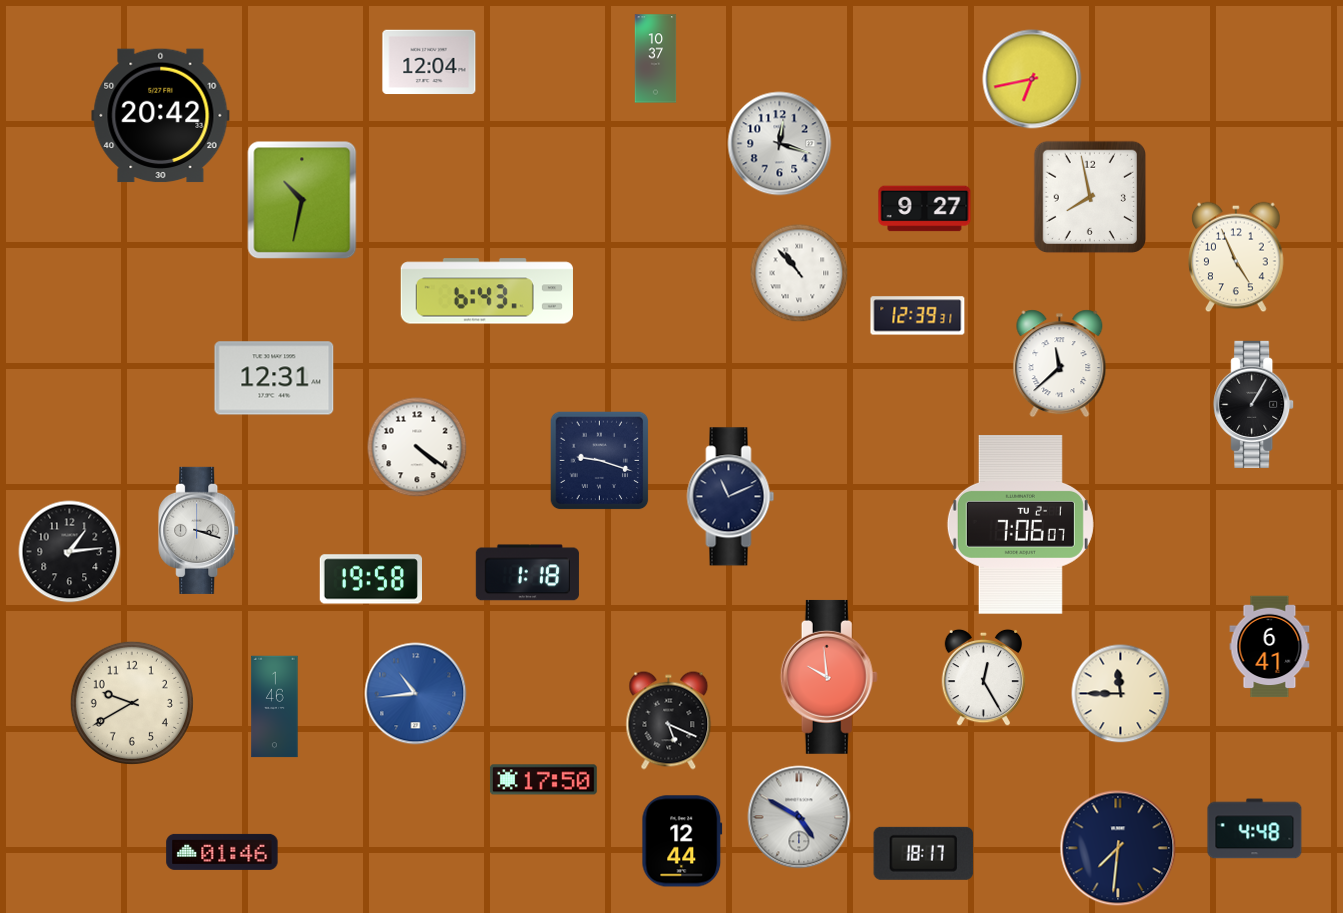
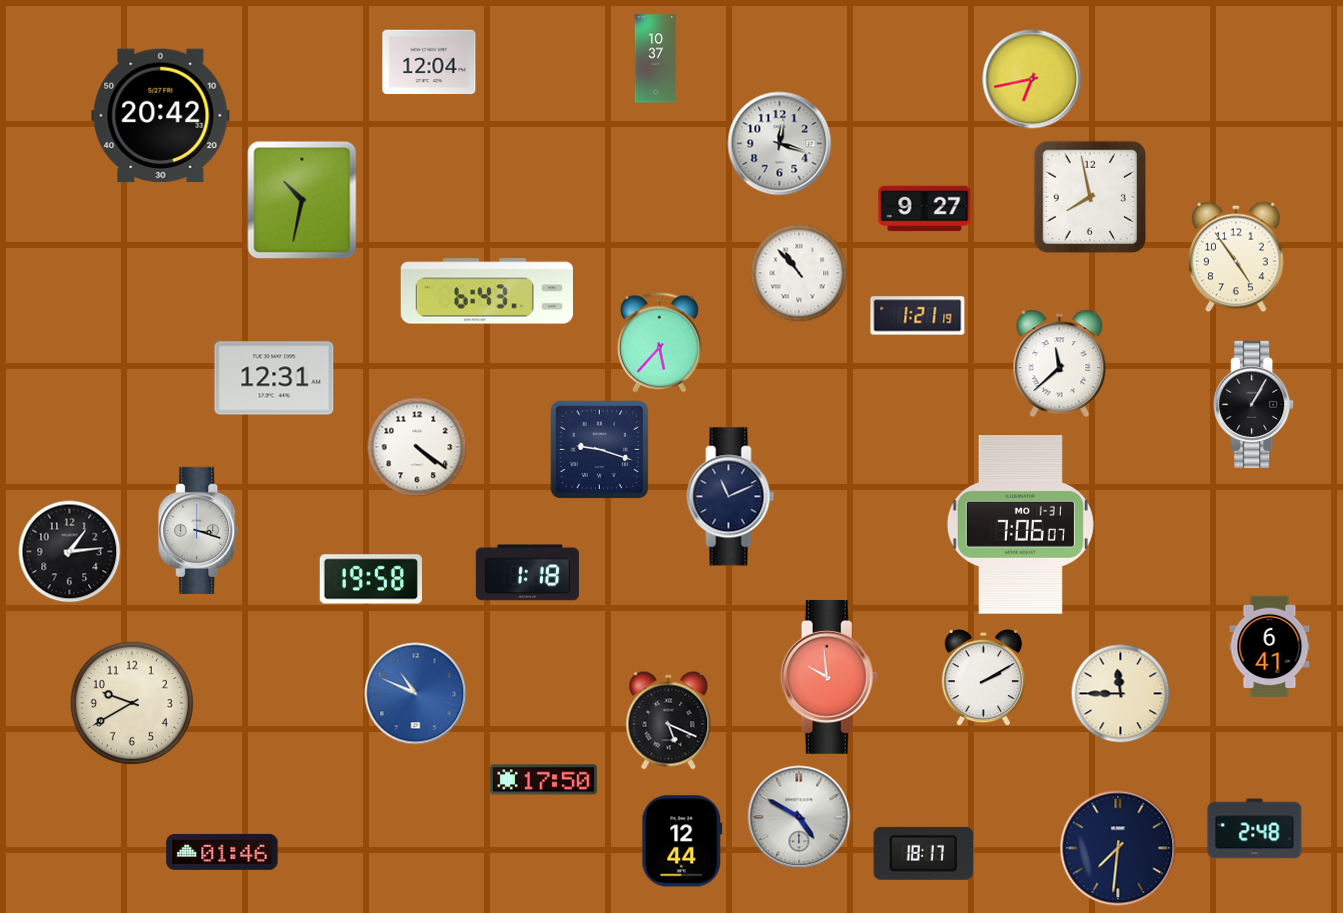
clock at (1236, 257): 4:56 -> 4:54
clock at (918, 316): 12:39 -> 1:21
clock at (659, 343): none -> 5:37
clock at (600, 461) position: (600, 461) -> (600, 450)
clock at (1020, 525) date: TU 2-1 -> MO 1-31
clock at (984, 678): 12:25 -> 2:10
clock at (416, 694): 10:44 -> 10:49
clock at (275, 707): 1:46 -> none
clock at (1255, 829): 4:48 -> 2:48
